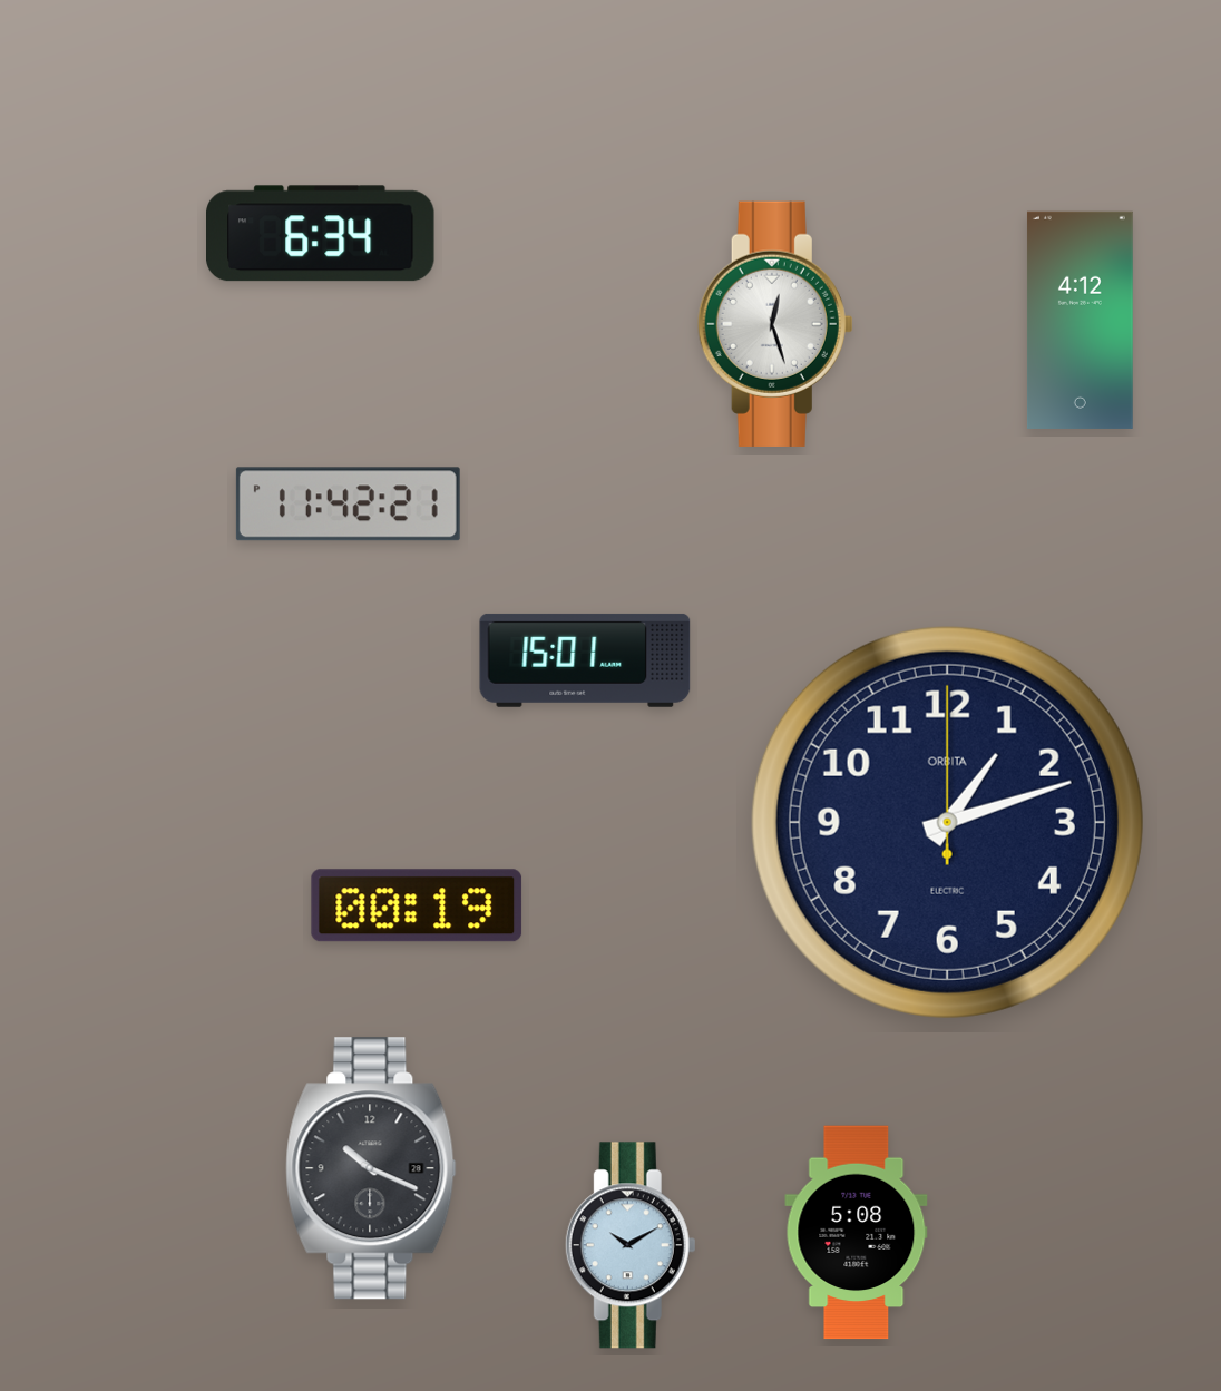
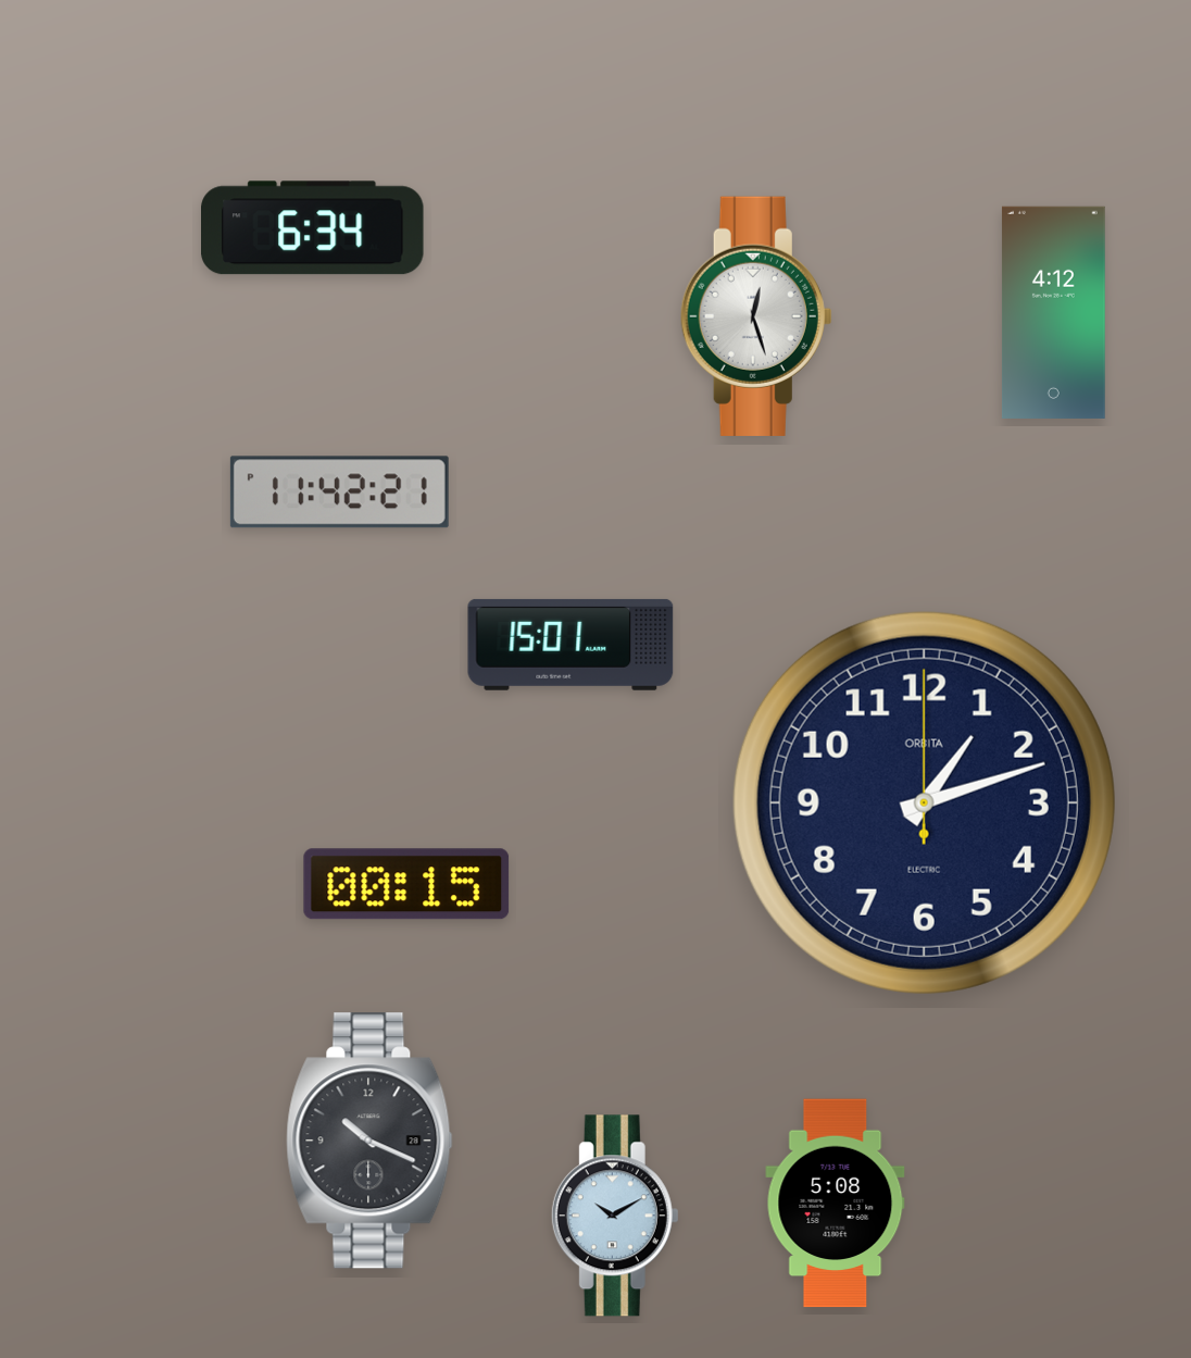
clock at (417, 905): 00:19 -> 00:15
clock at (371, 1168) position: (371, 1168) -> (369, 1141)
